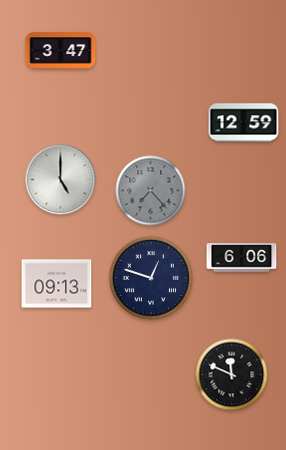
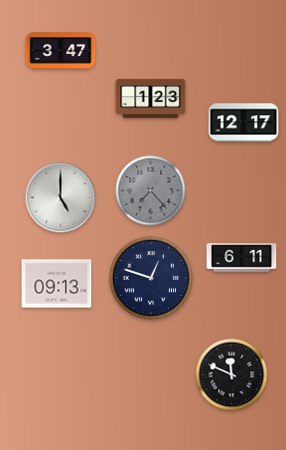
clock at (151, 98): none -> 1:23
clock at (244, 123): 12:59 -> 12:17
clock at (61, 180) position: (61, 180) -> (61, 198)
clock at (242, 258): 6:06 -> 6:11
